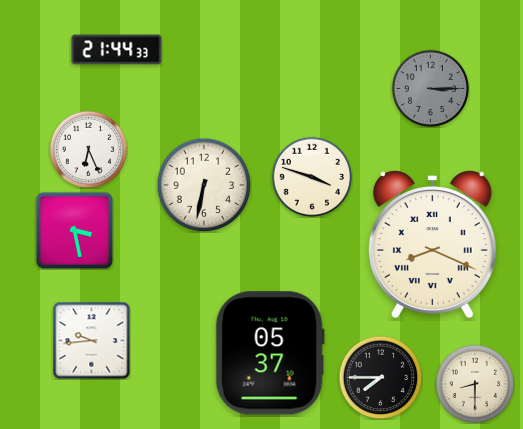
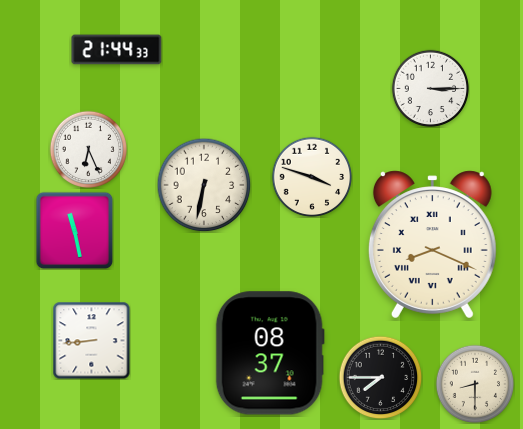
clock at (430, 88) dial: grey -> white
clock at (74, 230): 3:28 -> 11:28
clock at (91, 340): 9:44 -> 8:44
clock at (270, 353): 05:37 -> 08:37
